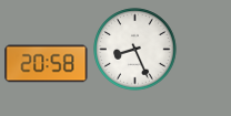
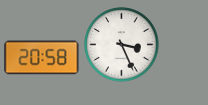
clock at (135, 50): 8:26 -> 3:26
